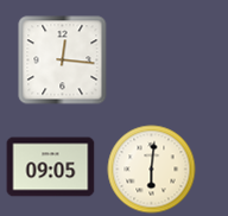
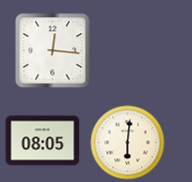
clock at (51, 167): 09:05 -> 08:05
